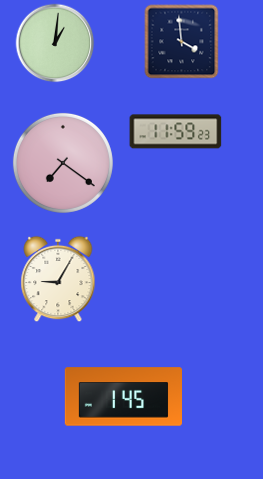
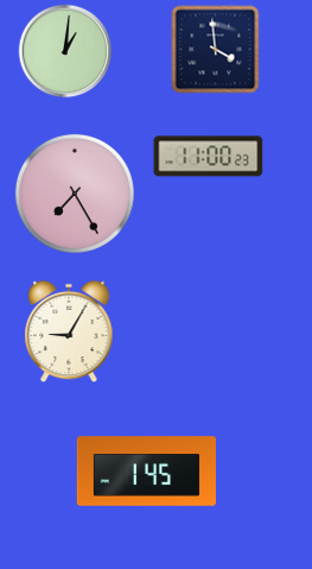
clock at (176, 132): 11:59 -> 11:00
clock at (63, 163): 7:21 -> 7:25
